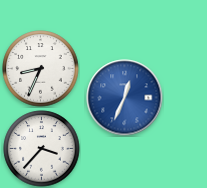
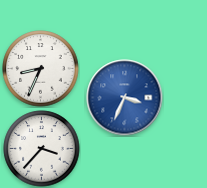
clock at (125, 98): 12:34 -> 3:34
